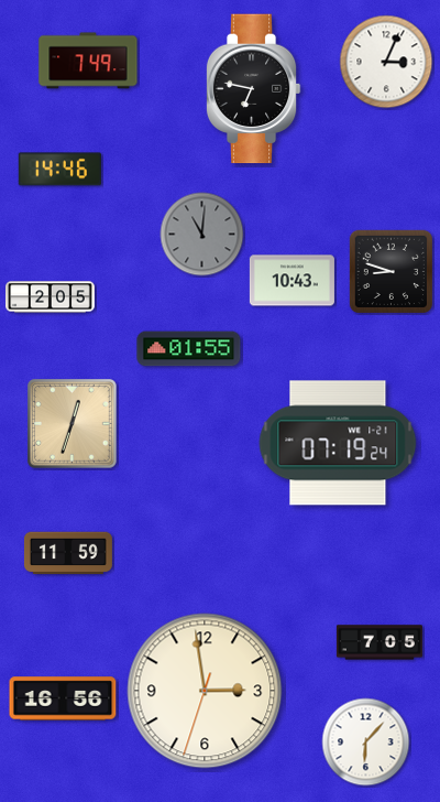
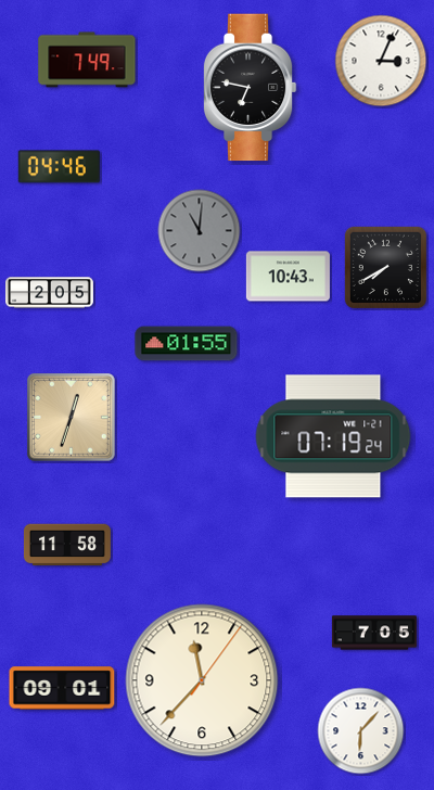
clock at (59, 170): 14:46 -> 04:46
clock at (391, 271): 8:48 -> 7:40
clock at (68, 553): 11:59 -> 11:58
clock at (205, 691): 2:58 -> 11:37
clock at (63, 698): 16:56 -> 09:01
